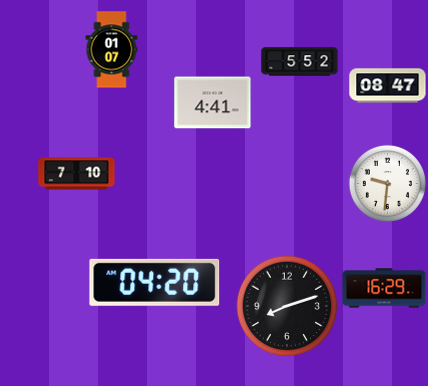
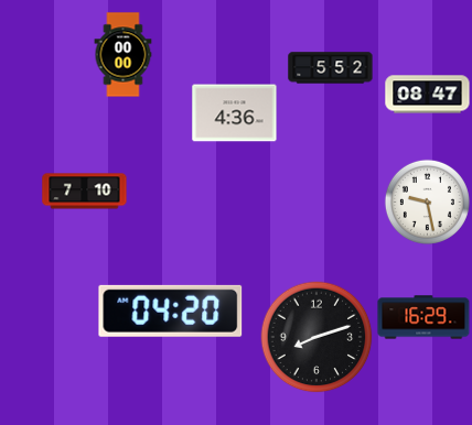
clock at (112, 50): 01:07 -> 00:00
clock at (213, 103): 4:41 -> 4:36
clock at (387, 183): 9:31 -> 9:28
